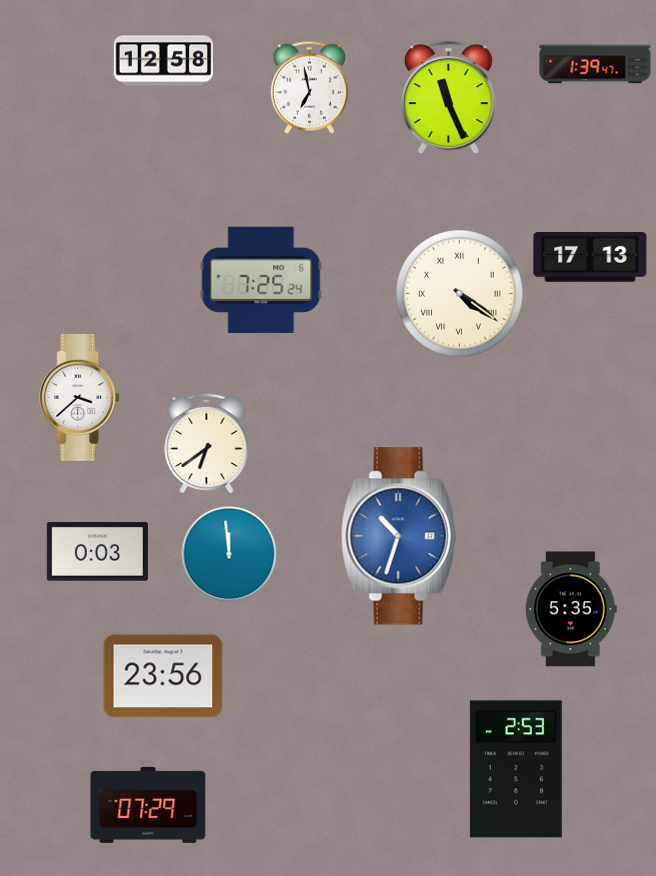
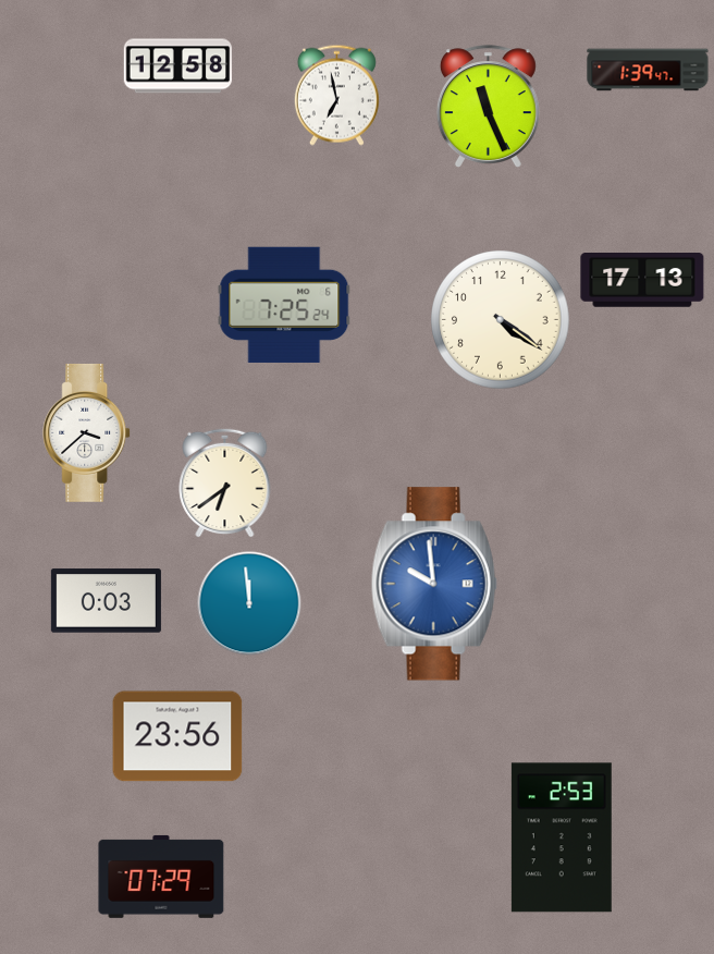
clock at (460, 294) numerals: Roman -> Arabic
clock at (399, 536): 10:33 -> 9:59
clock at (571, 609): 5:35 -> none
